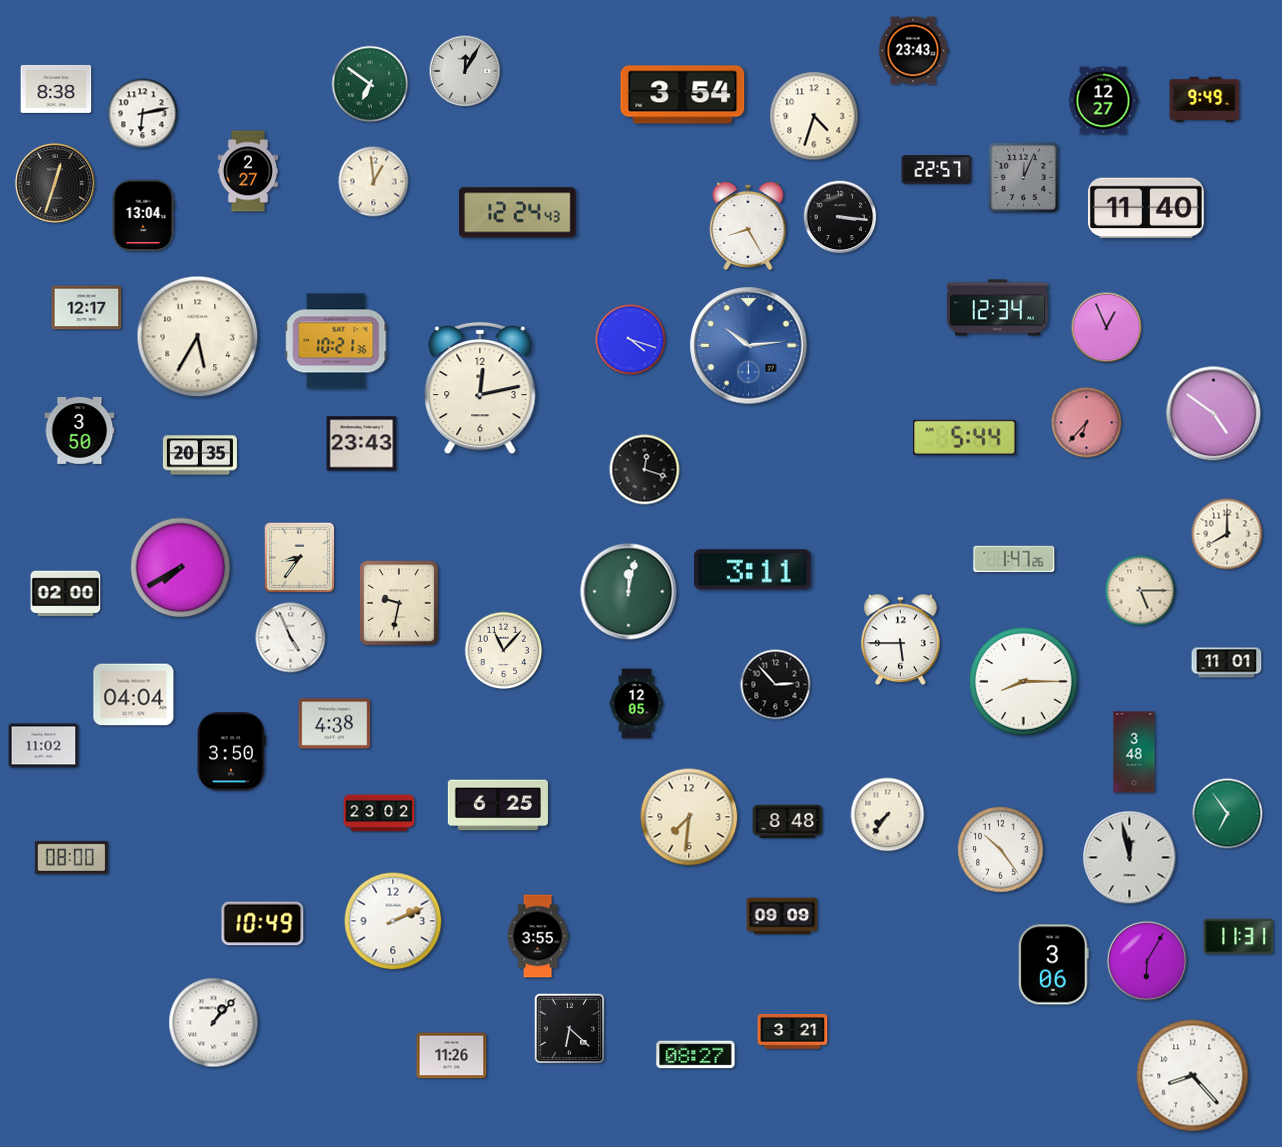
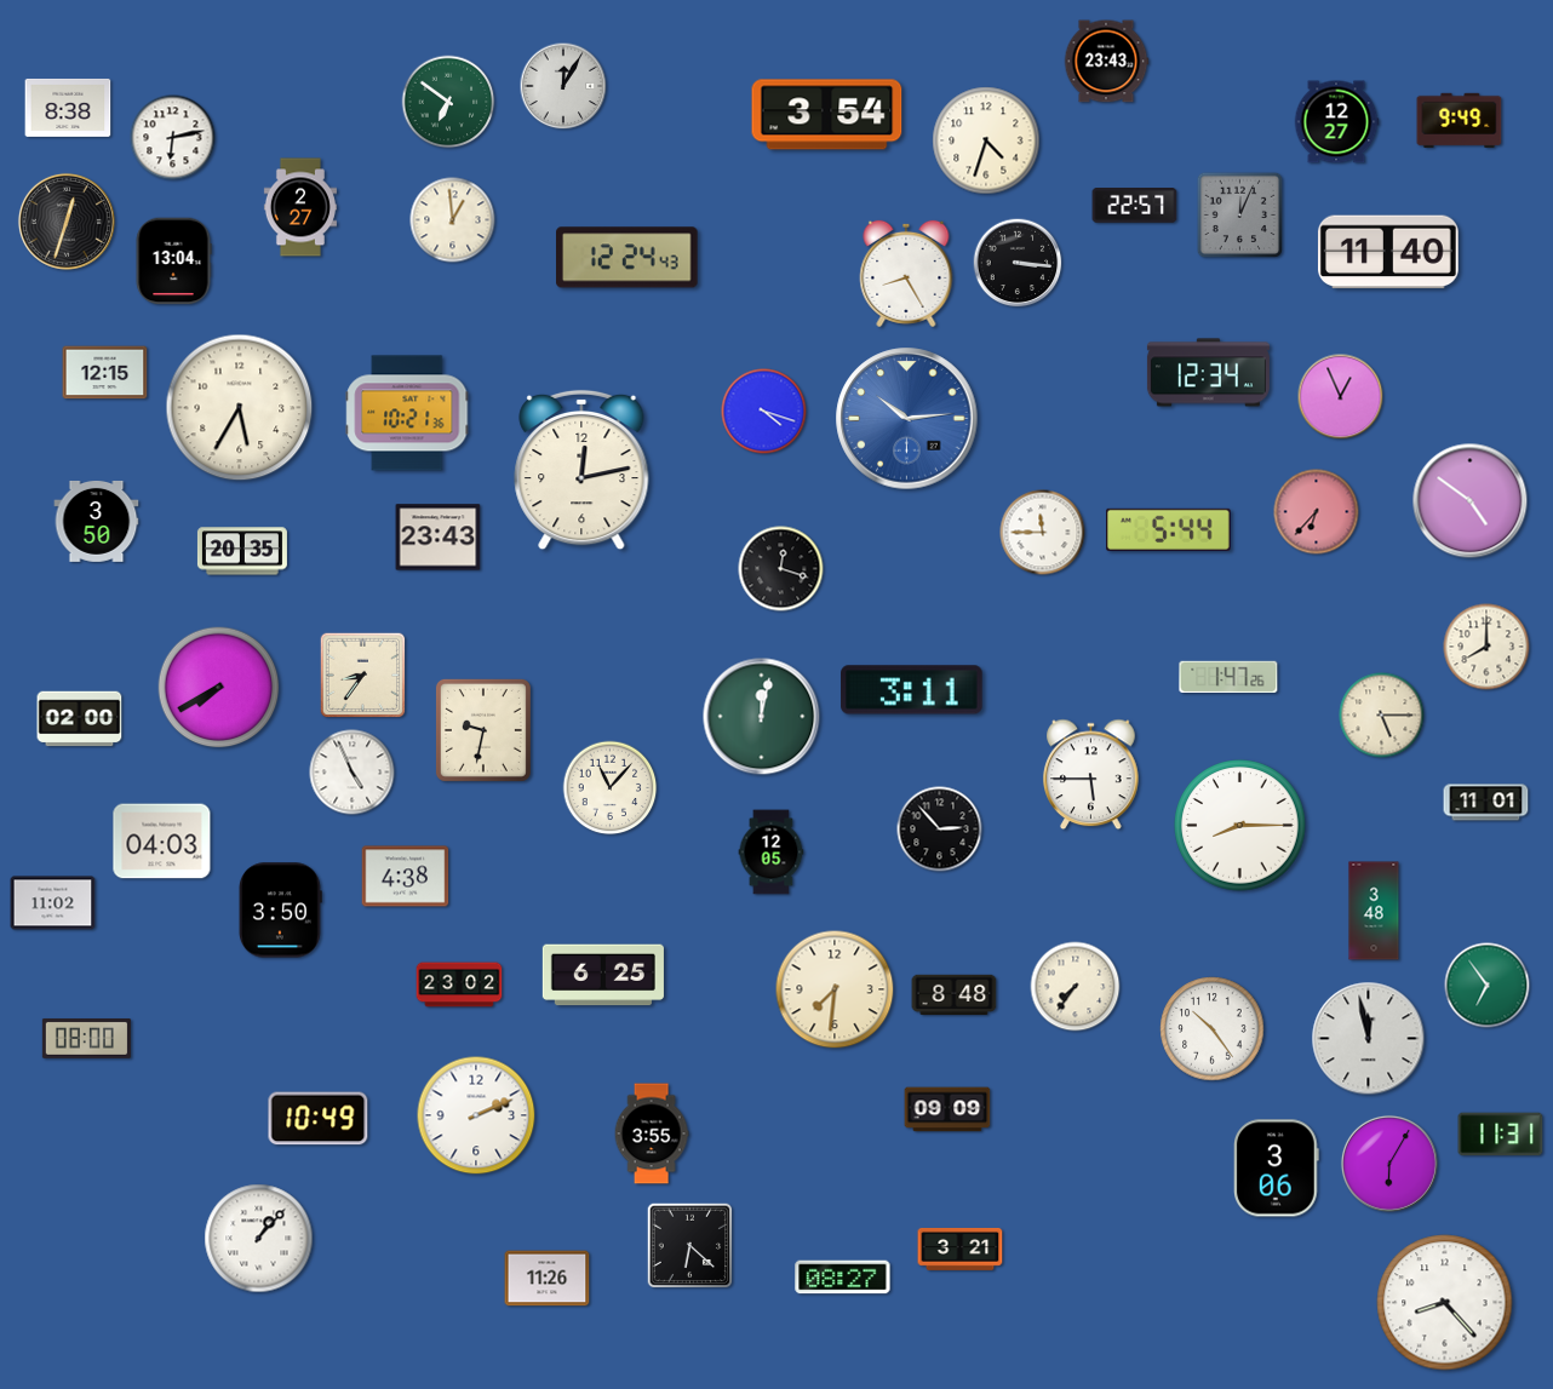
clock at (87, 308): 12:17 -> 12:15
clock at (1043, 533): none -> 11:45
clock at (134, 695): 04:04 -> 04:03
